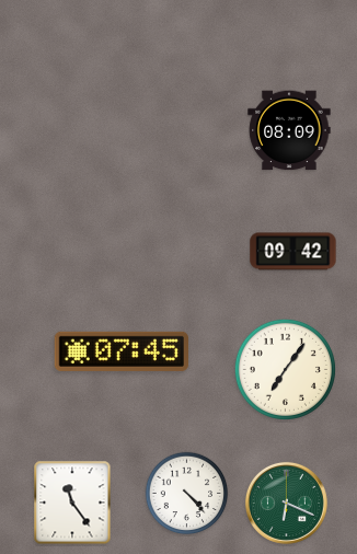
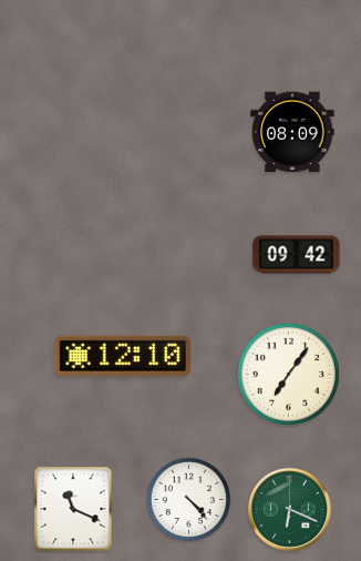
clock at (122, 351): 07:45 -> 12:10
clock at (72, 503): 11:24 -> 11:19
